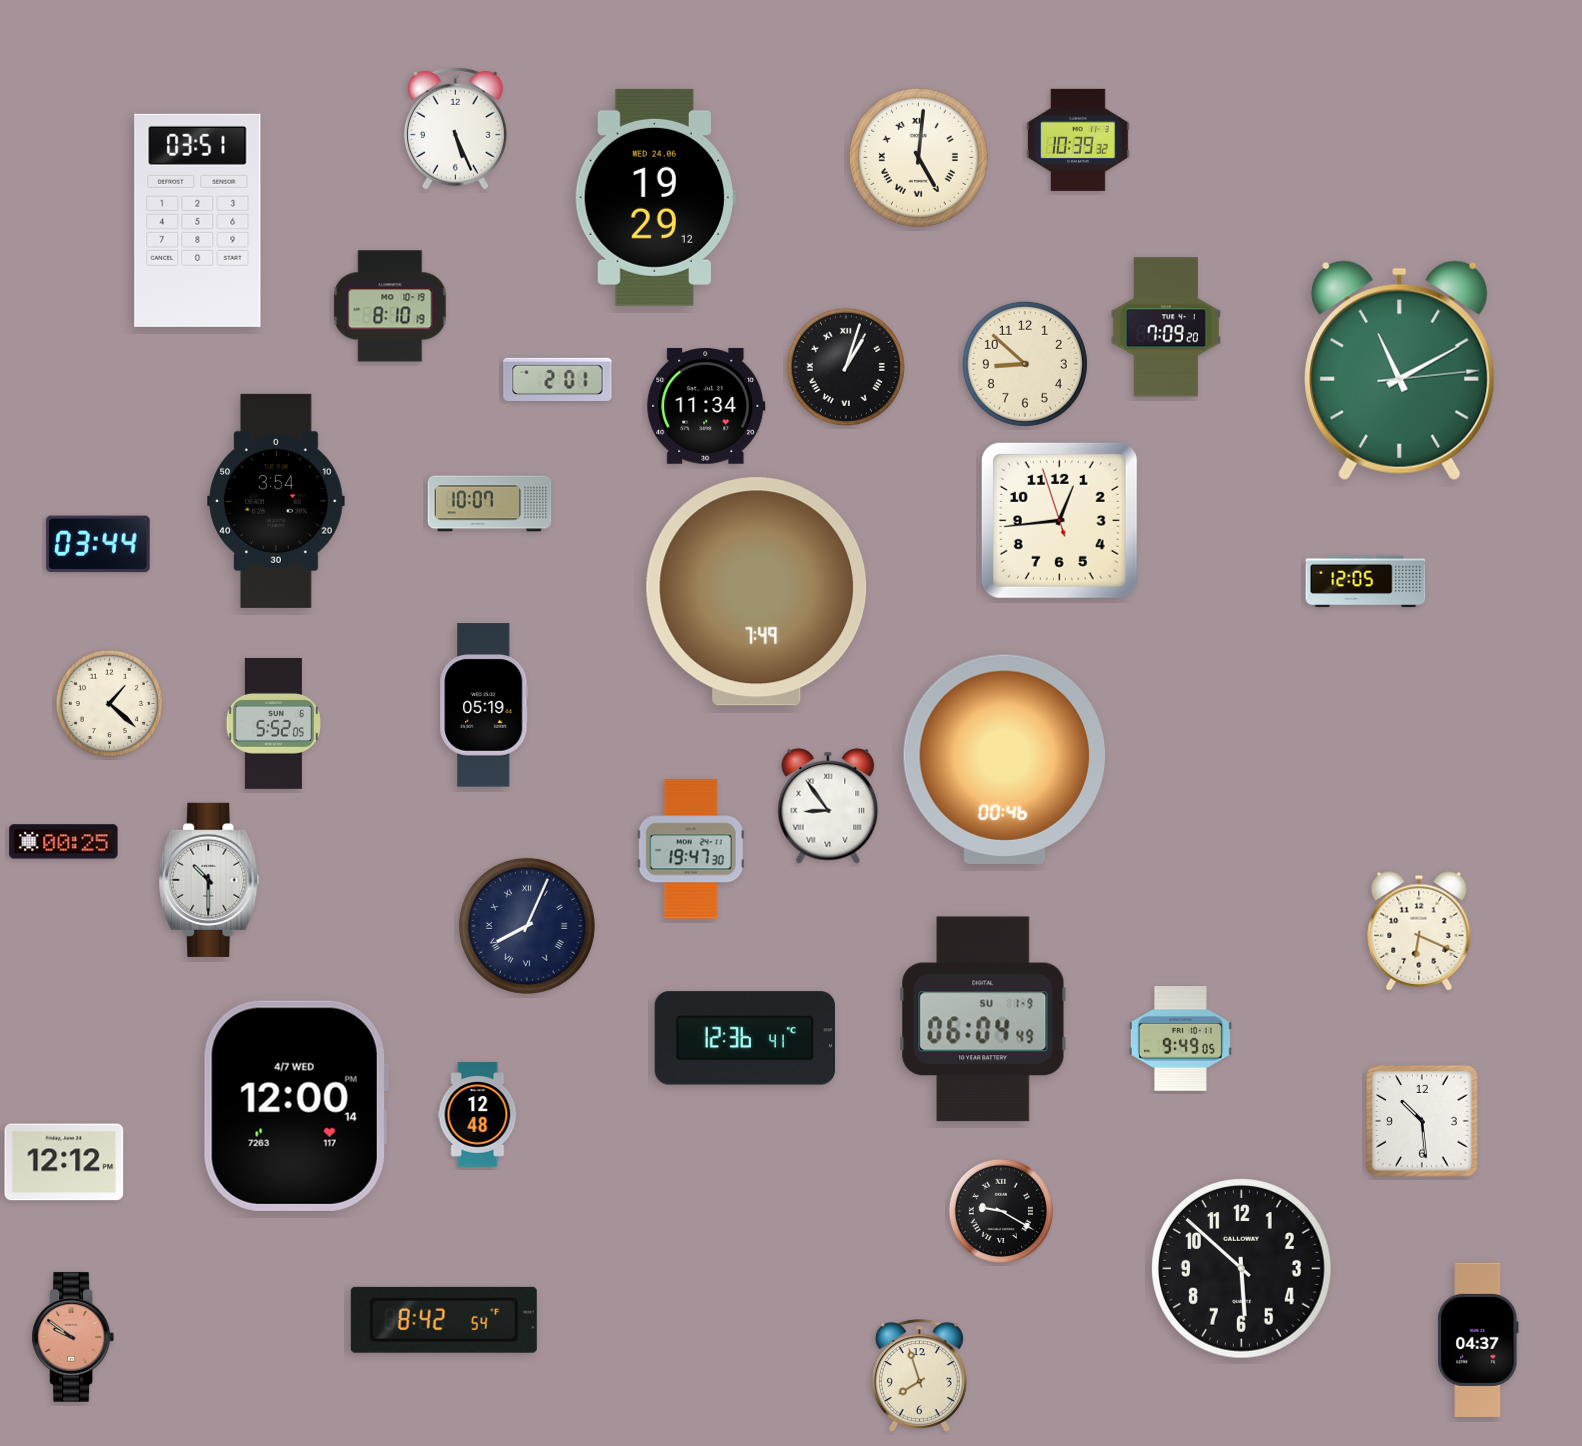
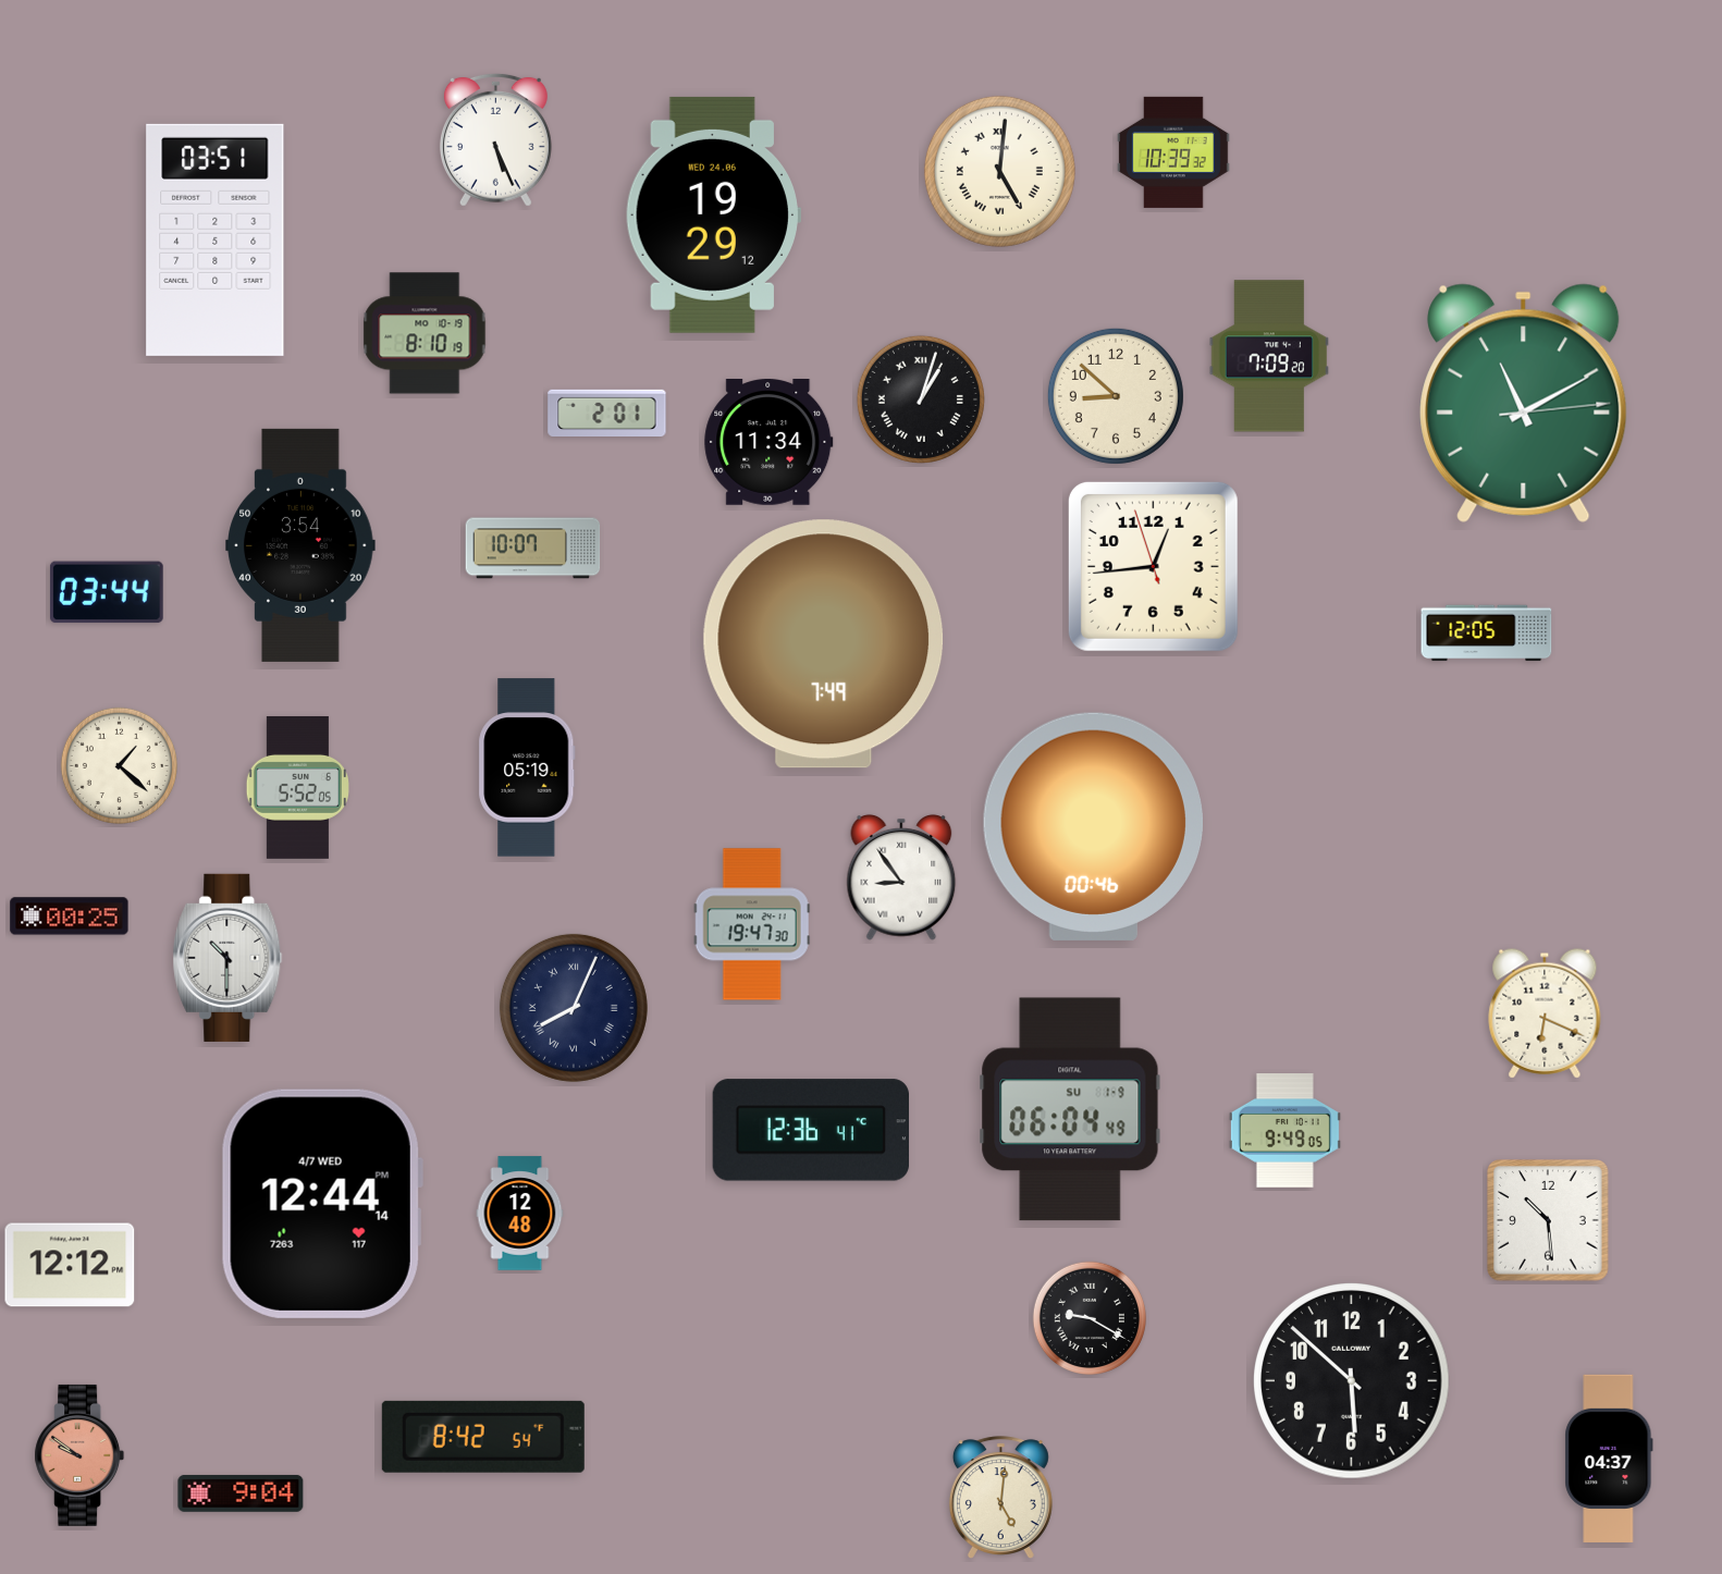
clock at (296, 1106): 12:00 -> 12:44
clock at (241, 1493): none -> 9:04
clock at (919, 1375): 7:57 -> 5:01
